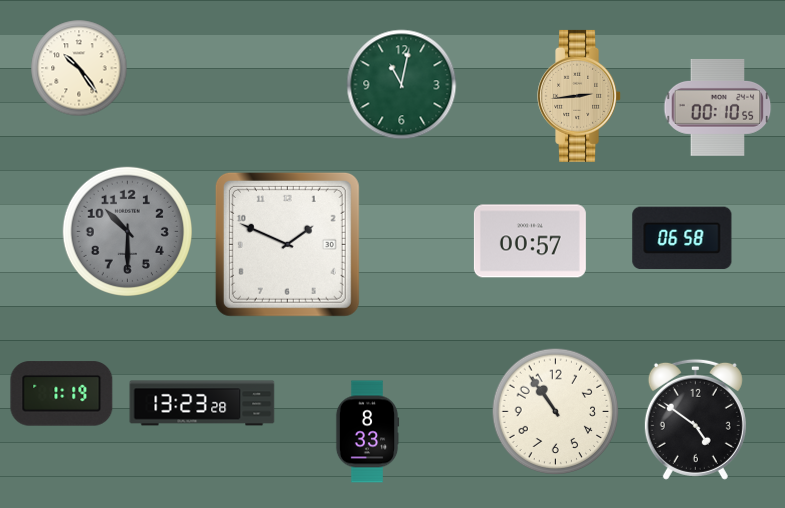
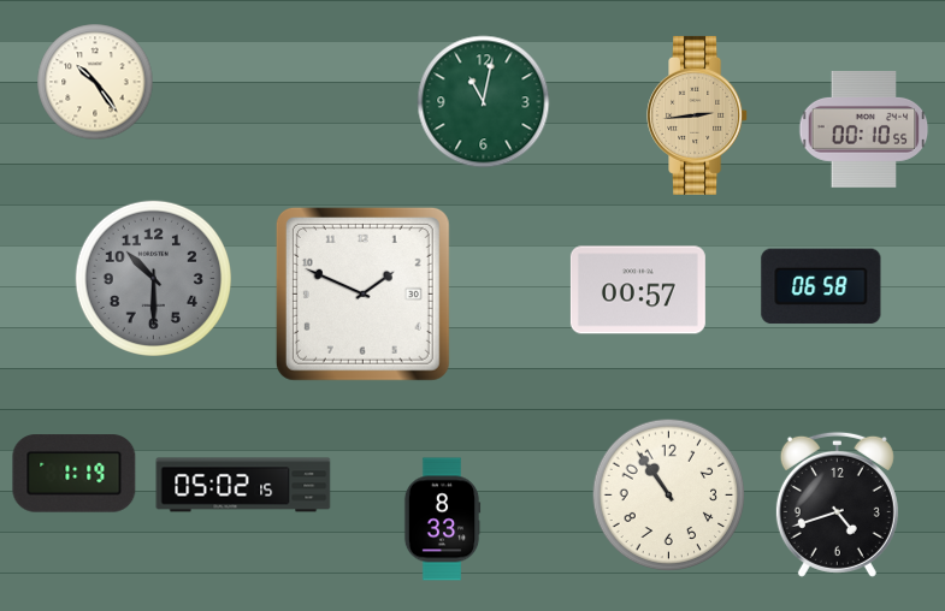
clock at (287, 244) position: (287, 244) -> (362, 293)
clock at (202, 403): 13:23 -> 05:02
clock at (695, 419): 4:51 -> 4:42
